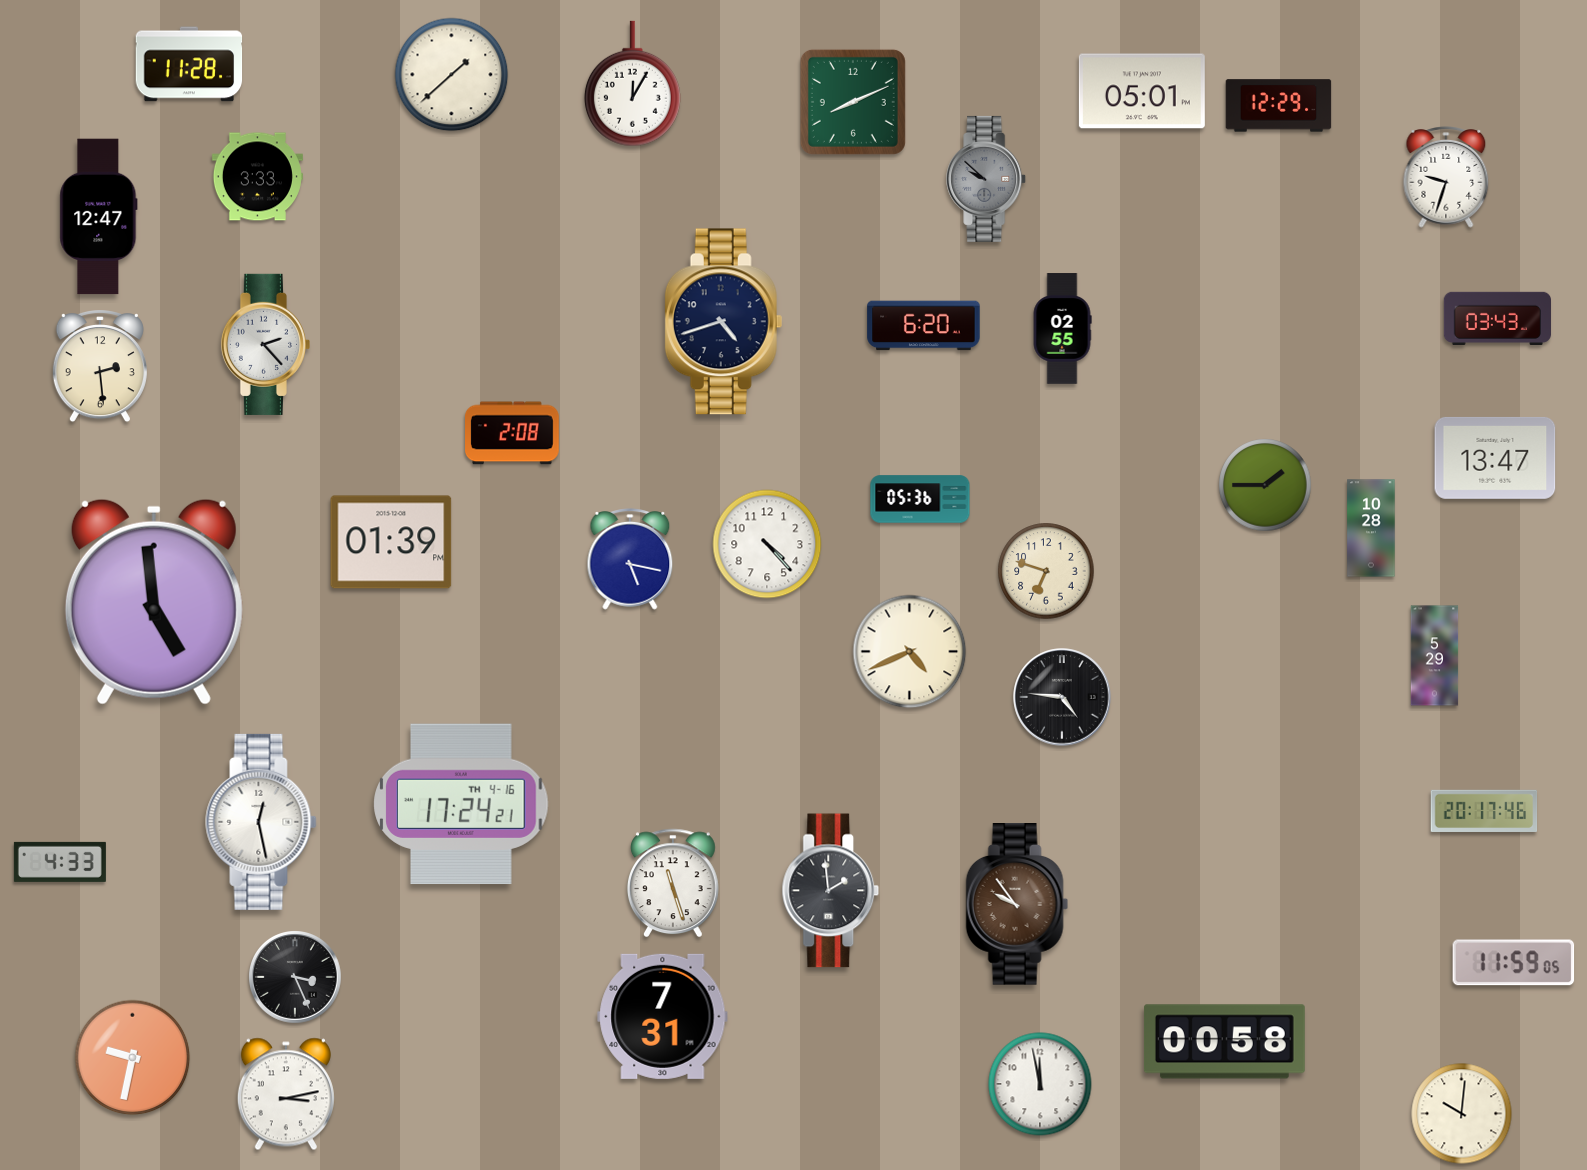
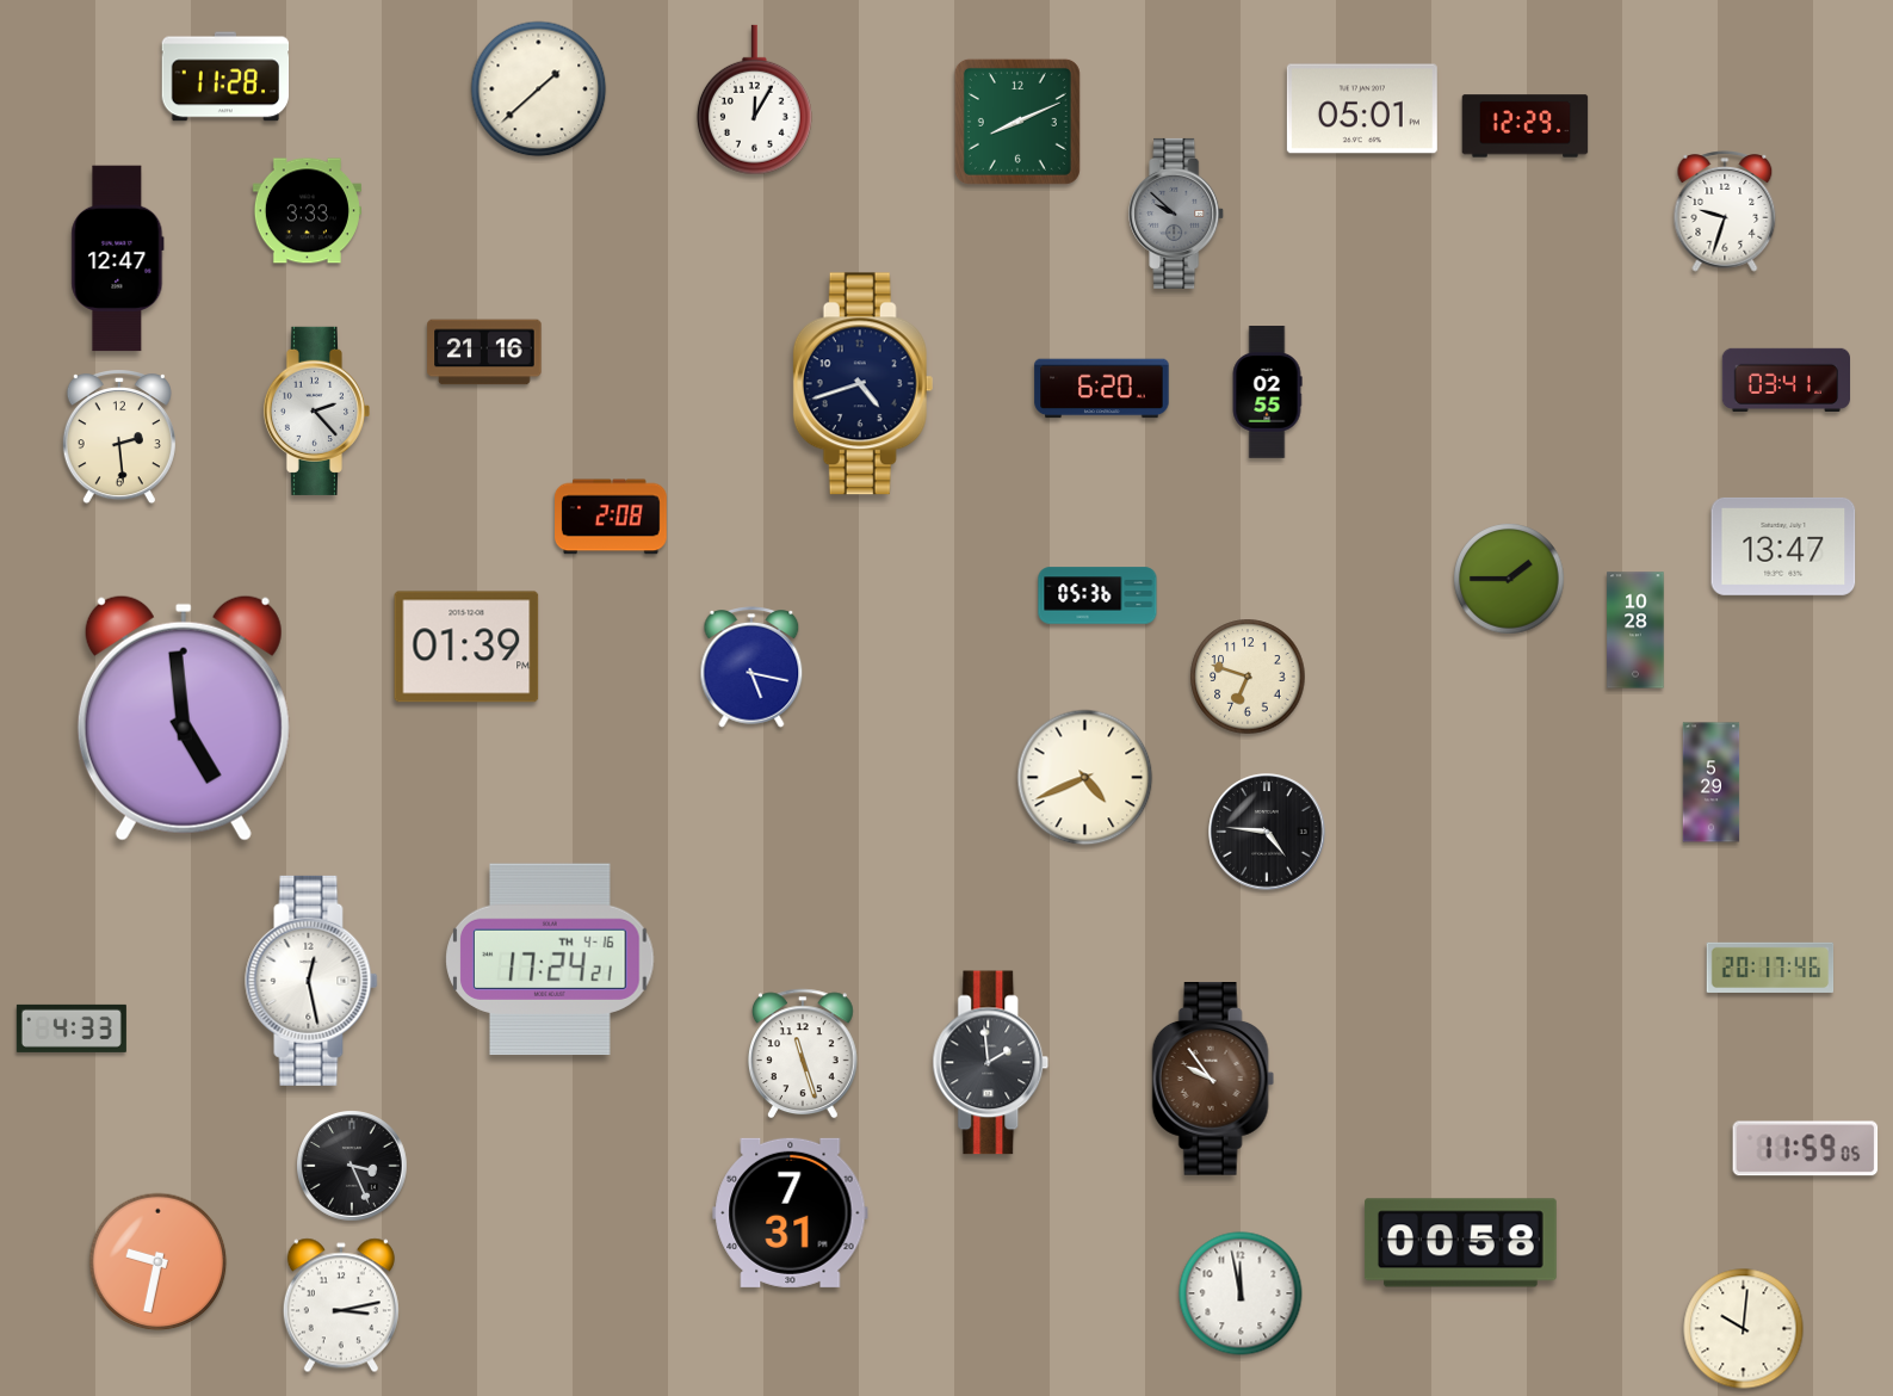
clock at (484, 352): none -> 21:16
clock at (1497, 318): 03:43 -> 03:41
clock at (767, 544): 4:23 -> none
clock at (1046, 571) position: (1046, 571) -> (1248, 677)
